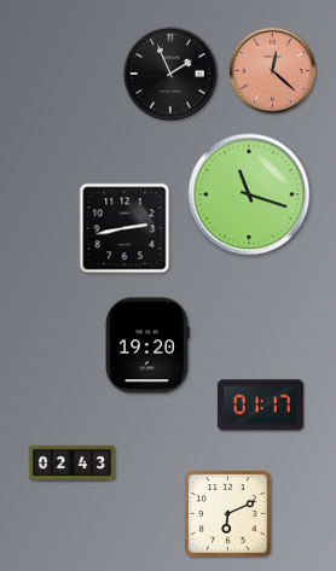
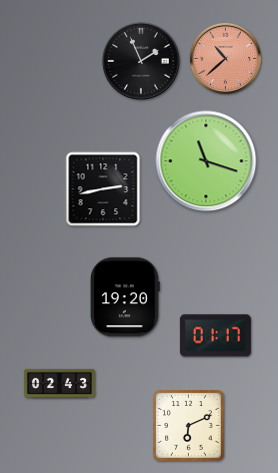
clock at (272, 70): 12:22 -> 10:38
clock at (147, 345) position: (147, 345) -> (125, 297)
